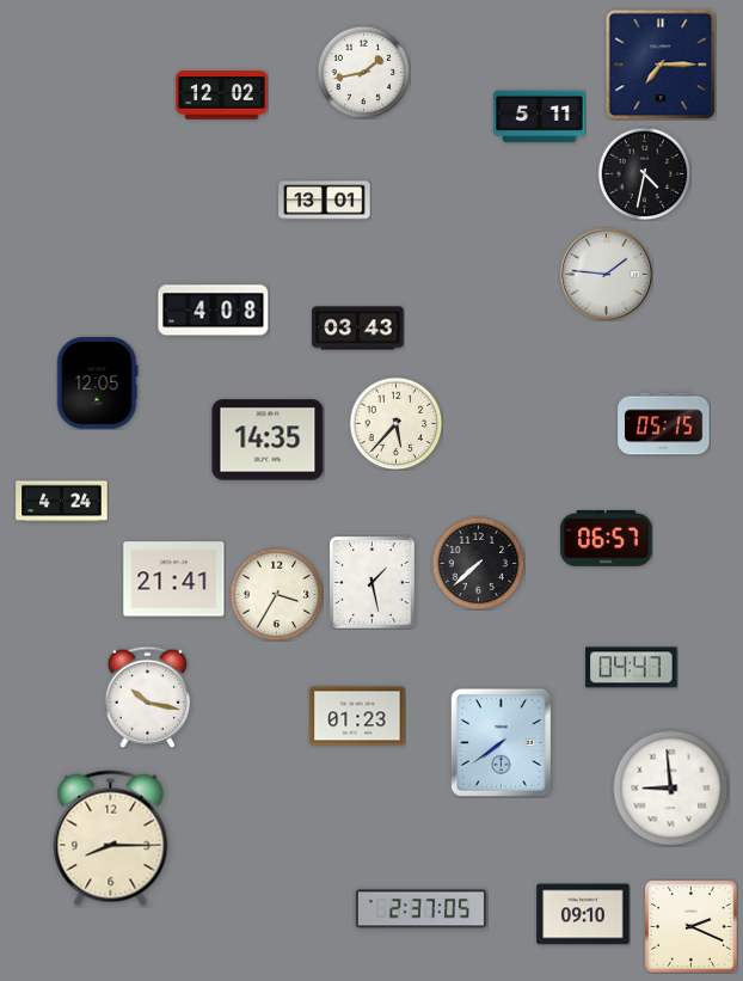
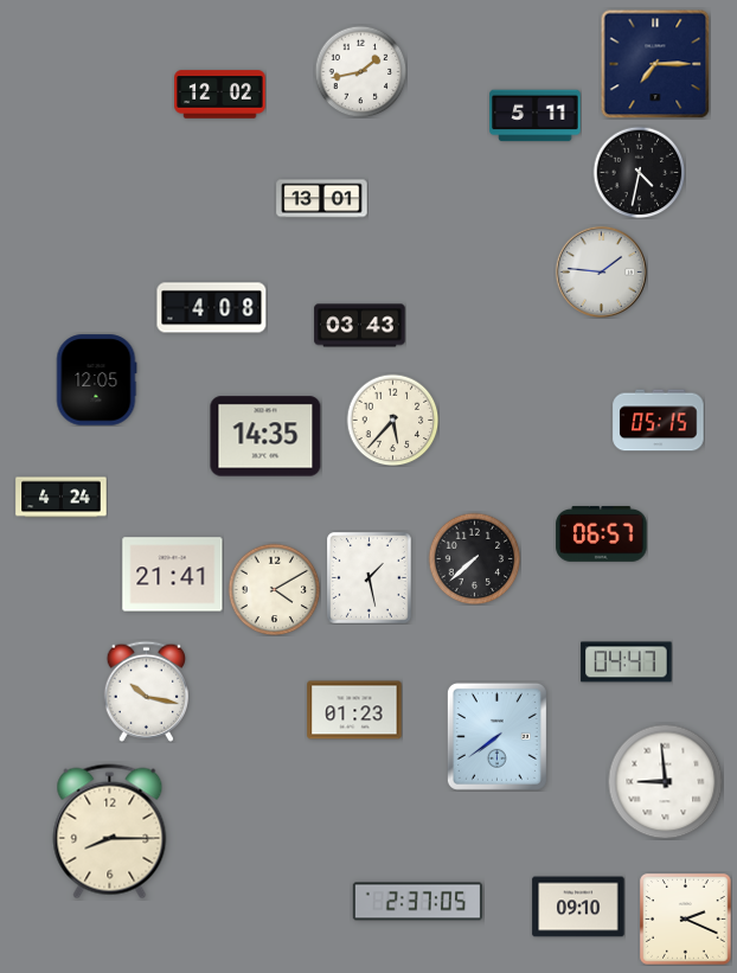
clock at (358, 329) position: (358, 329) -> (360, 326)
clock at (276, 594): 3:35 -> 4:10
